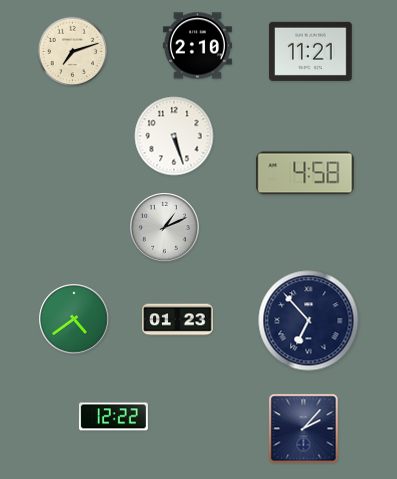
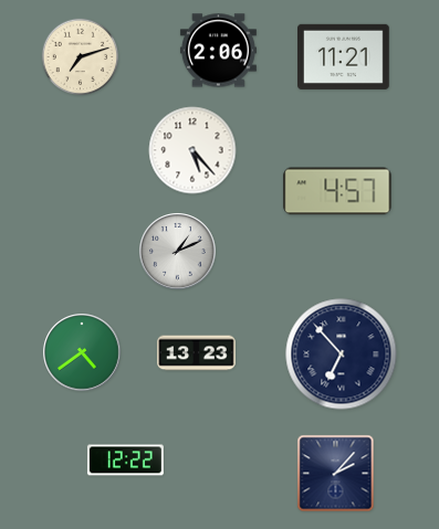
clock at (197, 46): 2:10 -> 2:06
clock at (174, 136): 5:27 -> 5:23
clock at (305, 173): 4:58 -> 4:57
clock at (165, 228) position: (165, 228) -> (178, 252)
clock at (178, 320): 01:23 -> 13:23
